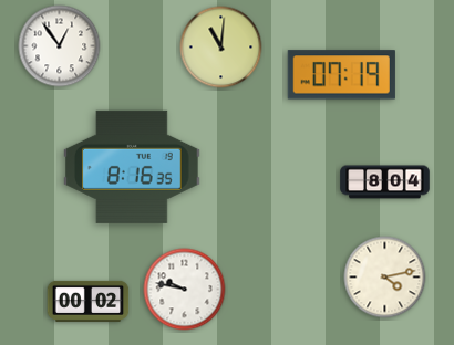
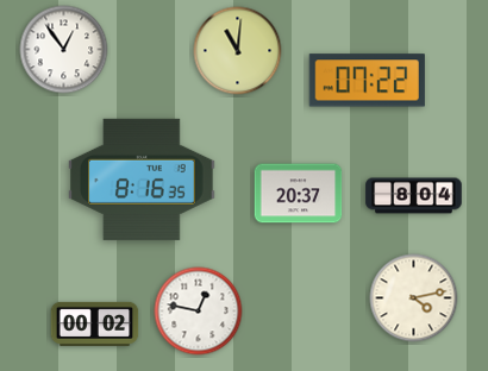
clock at (341, 75): 07:19 -> 07:22
clock at (299, 194): none -> 20:37
clock at (185, 290): 9:47 -> 12:47
